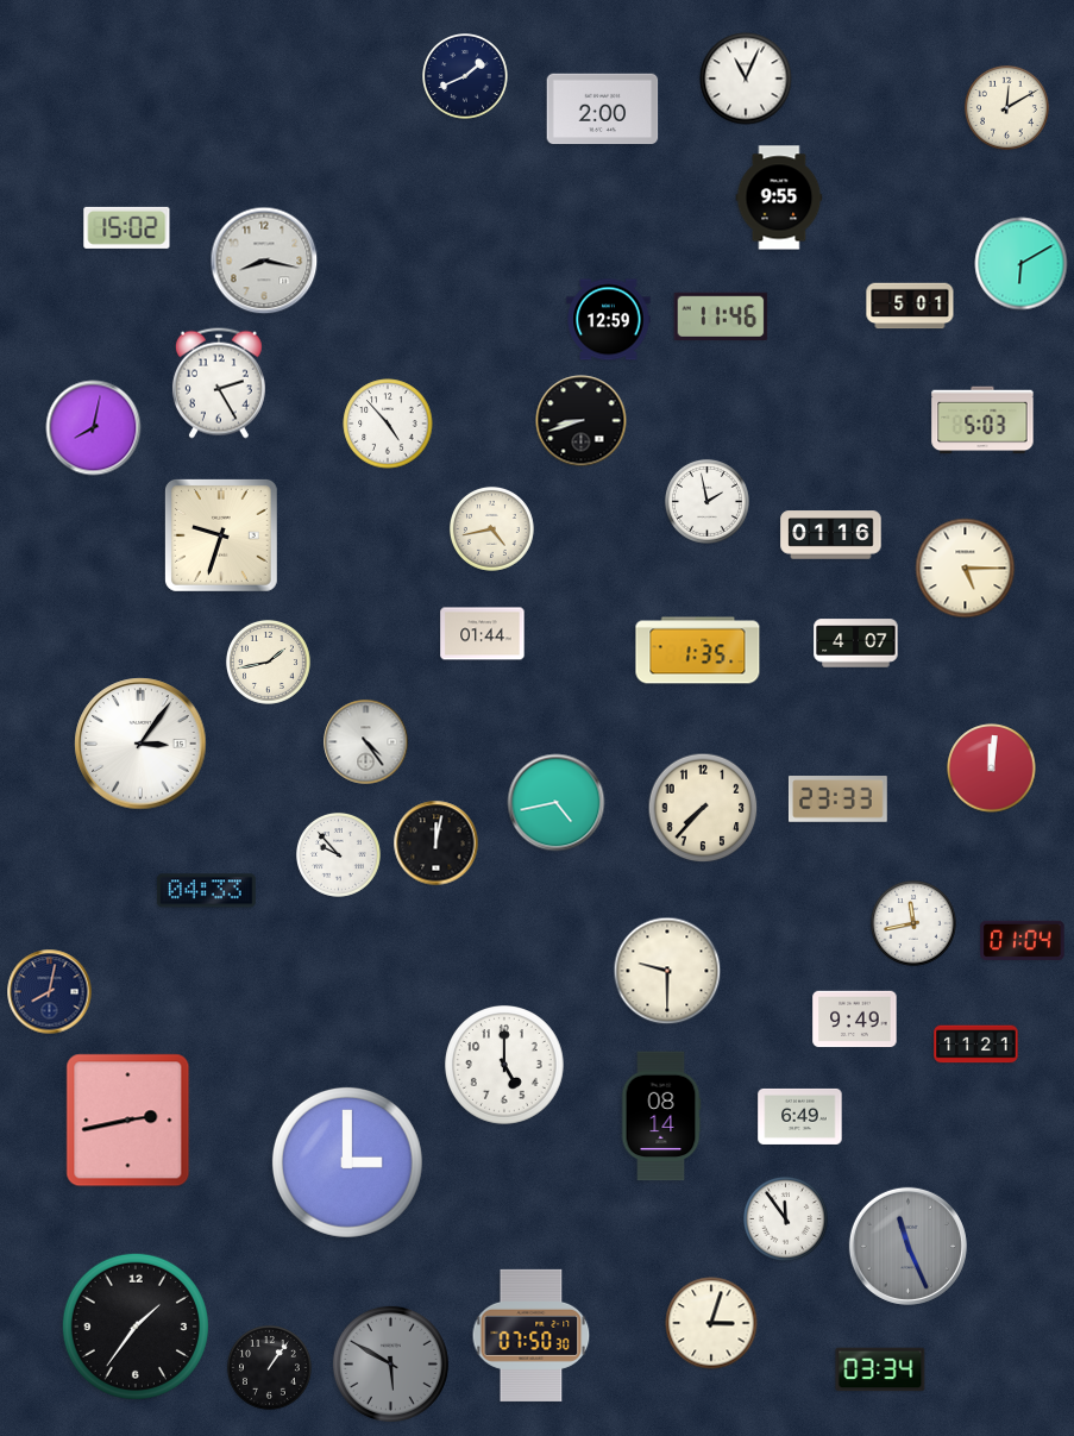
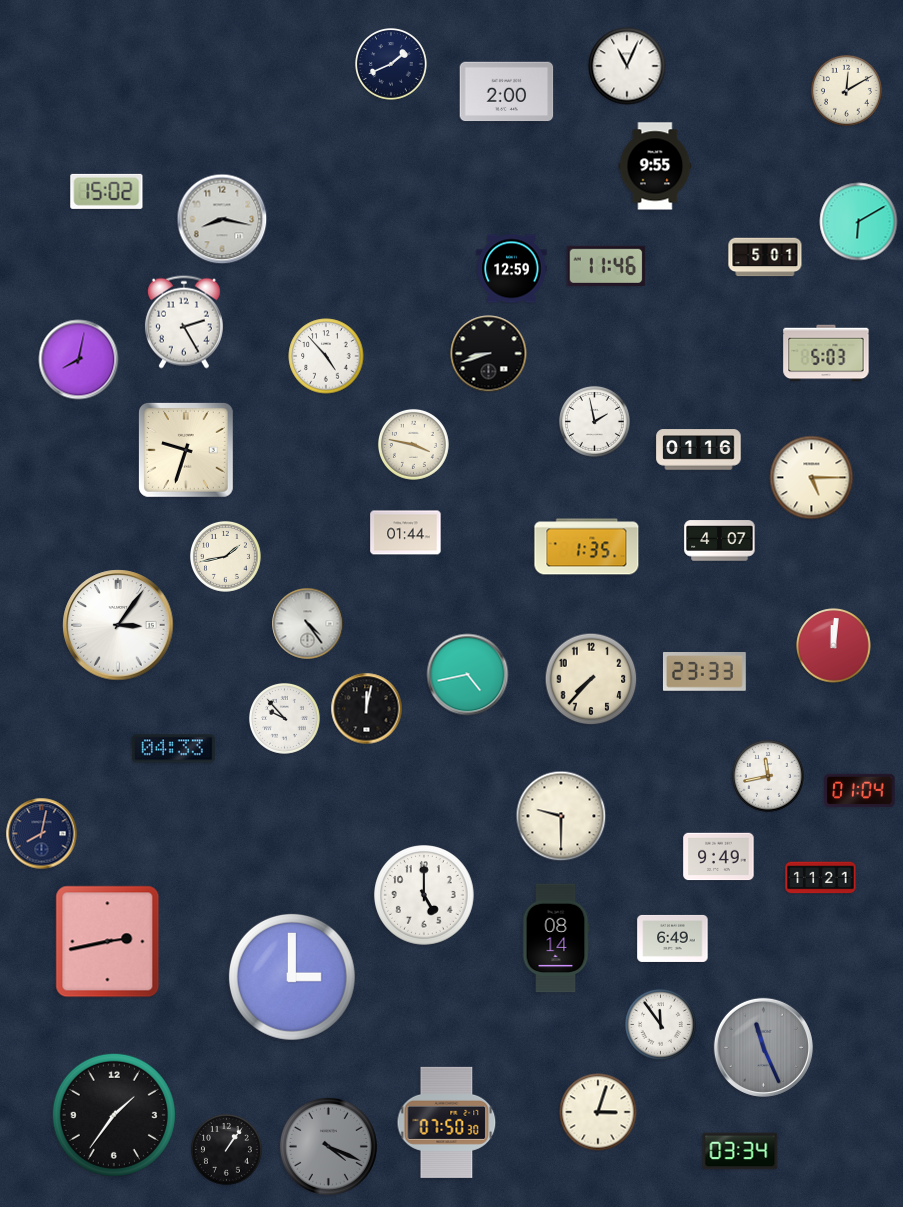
clock at (491, 528): 4:43 -> 3:47
clock at (390, 1363): 5:50 -> 4:19
